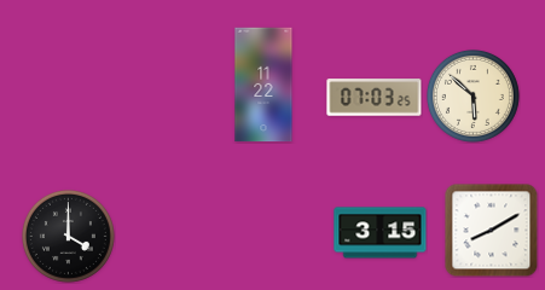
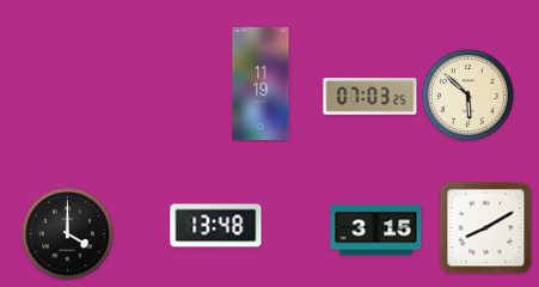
clock at (263, 85): 11:22 -> 11:19
clock at (216, 226): none -> 13:48
